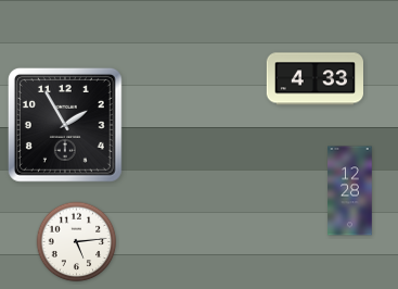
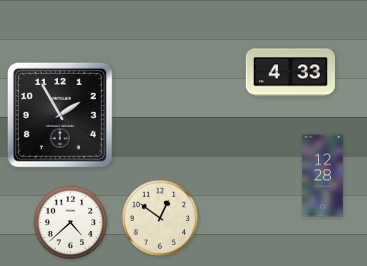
clock at (160, 218): none -> 12:51
clock at (77, 242): 5:14 -> 4:38
